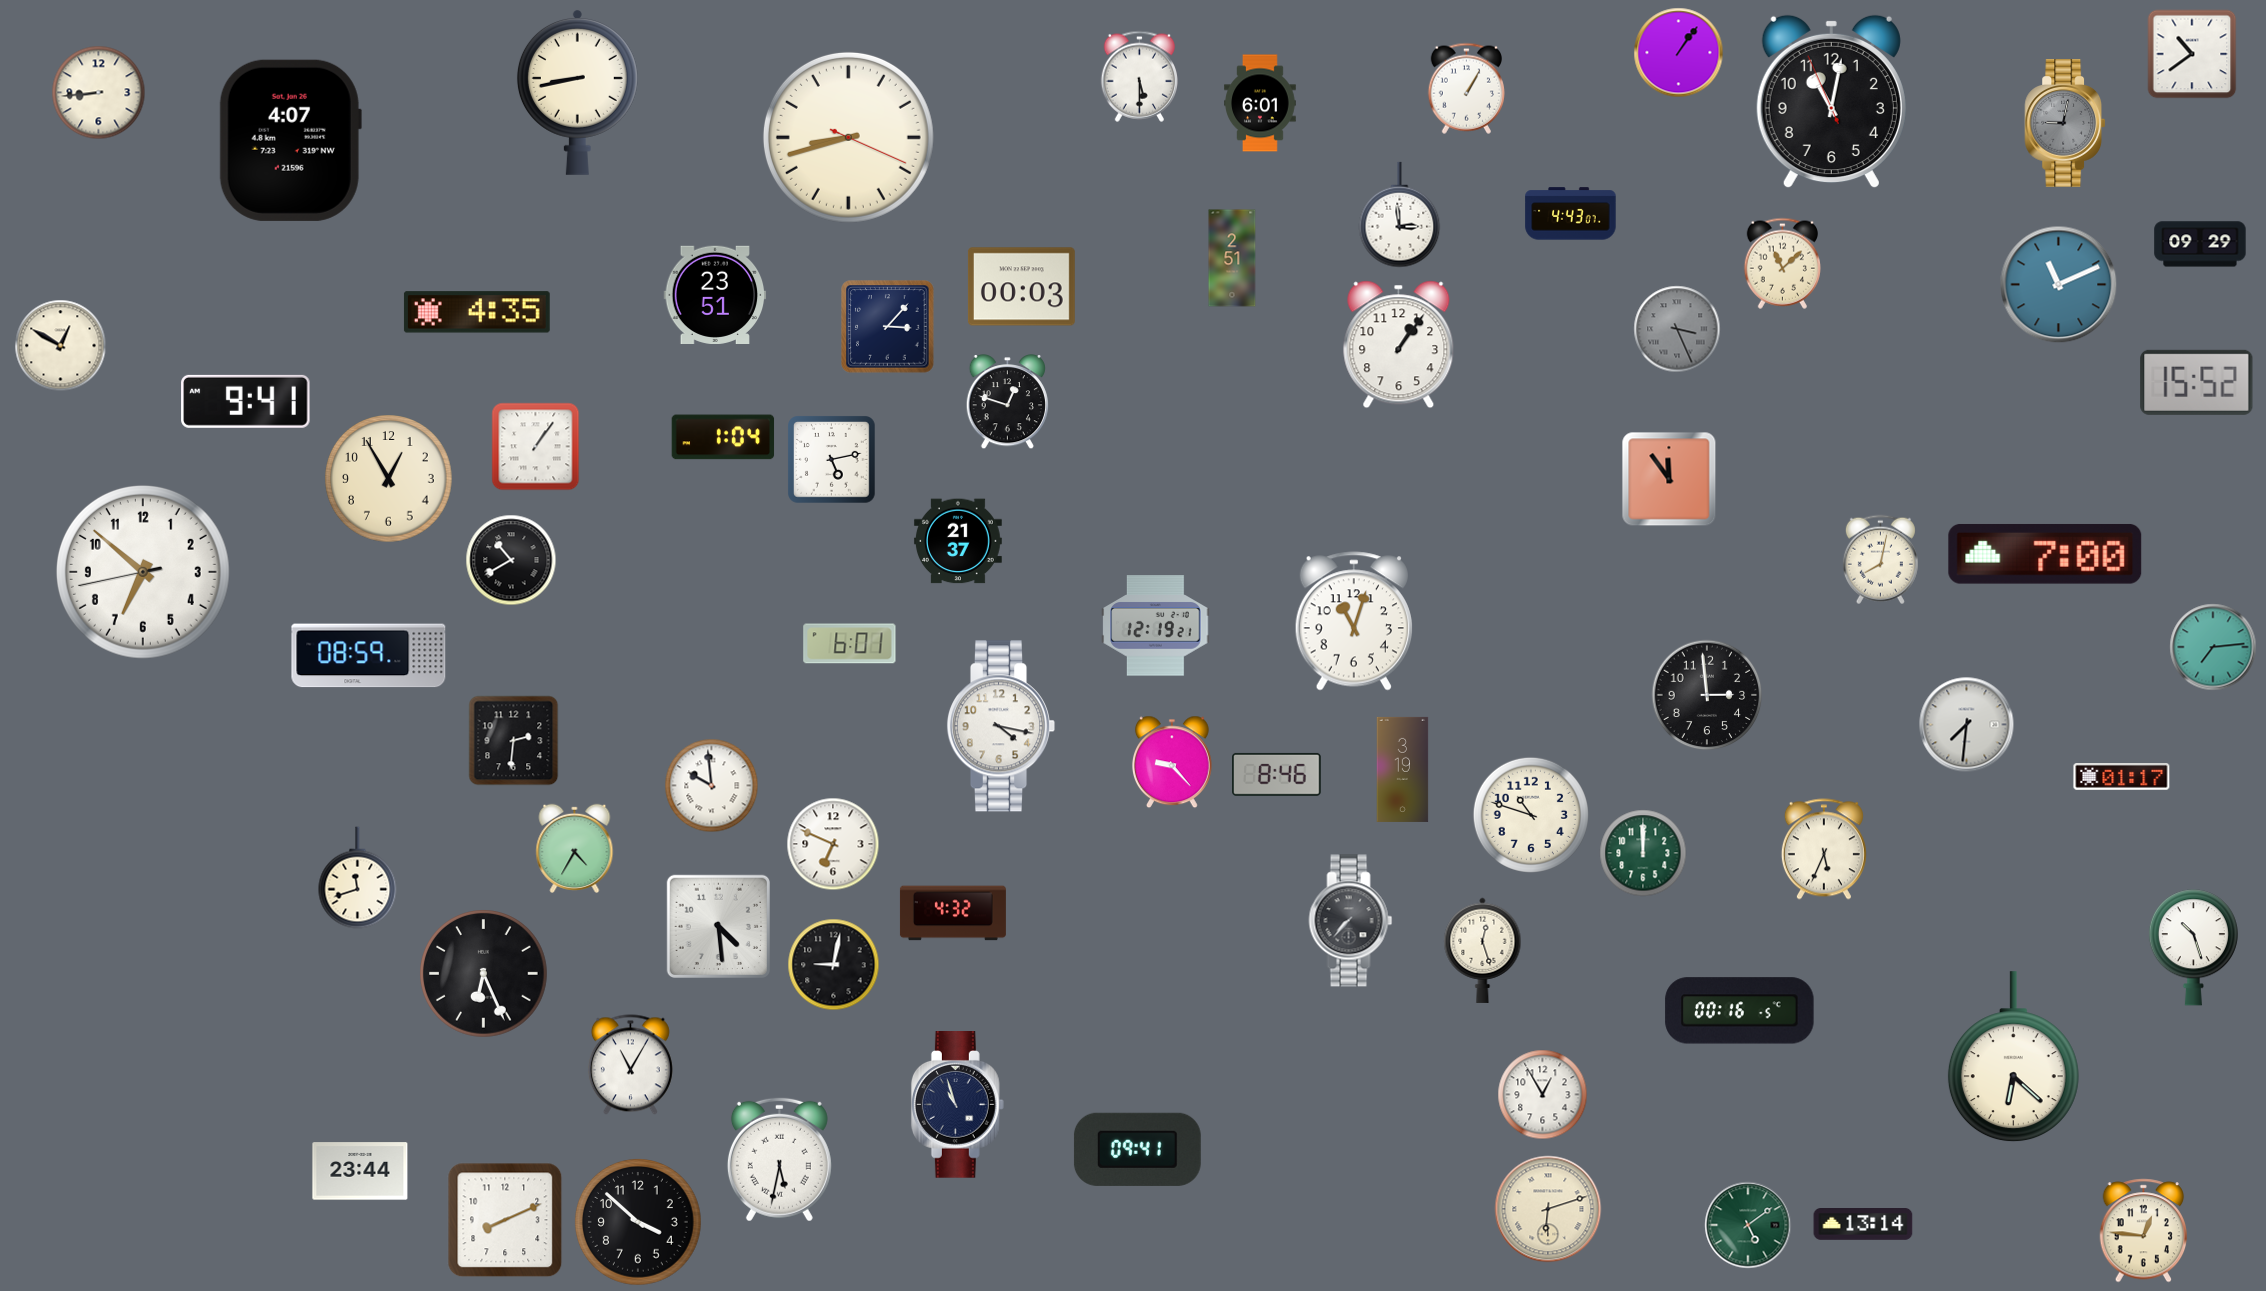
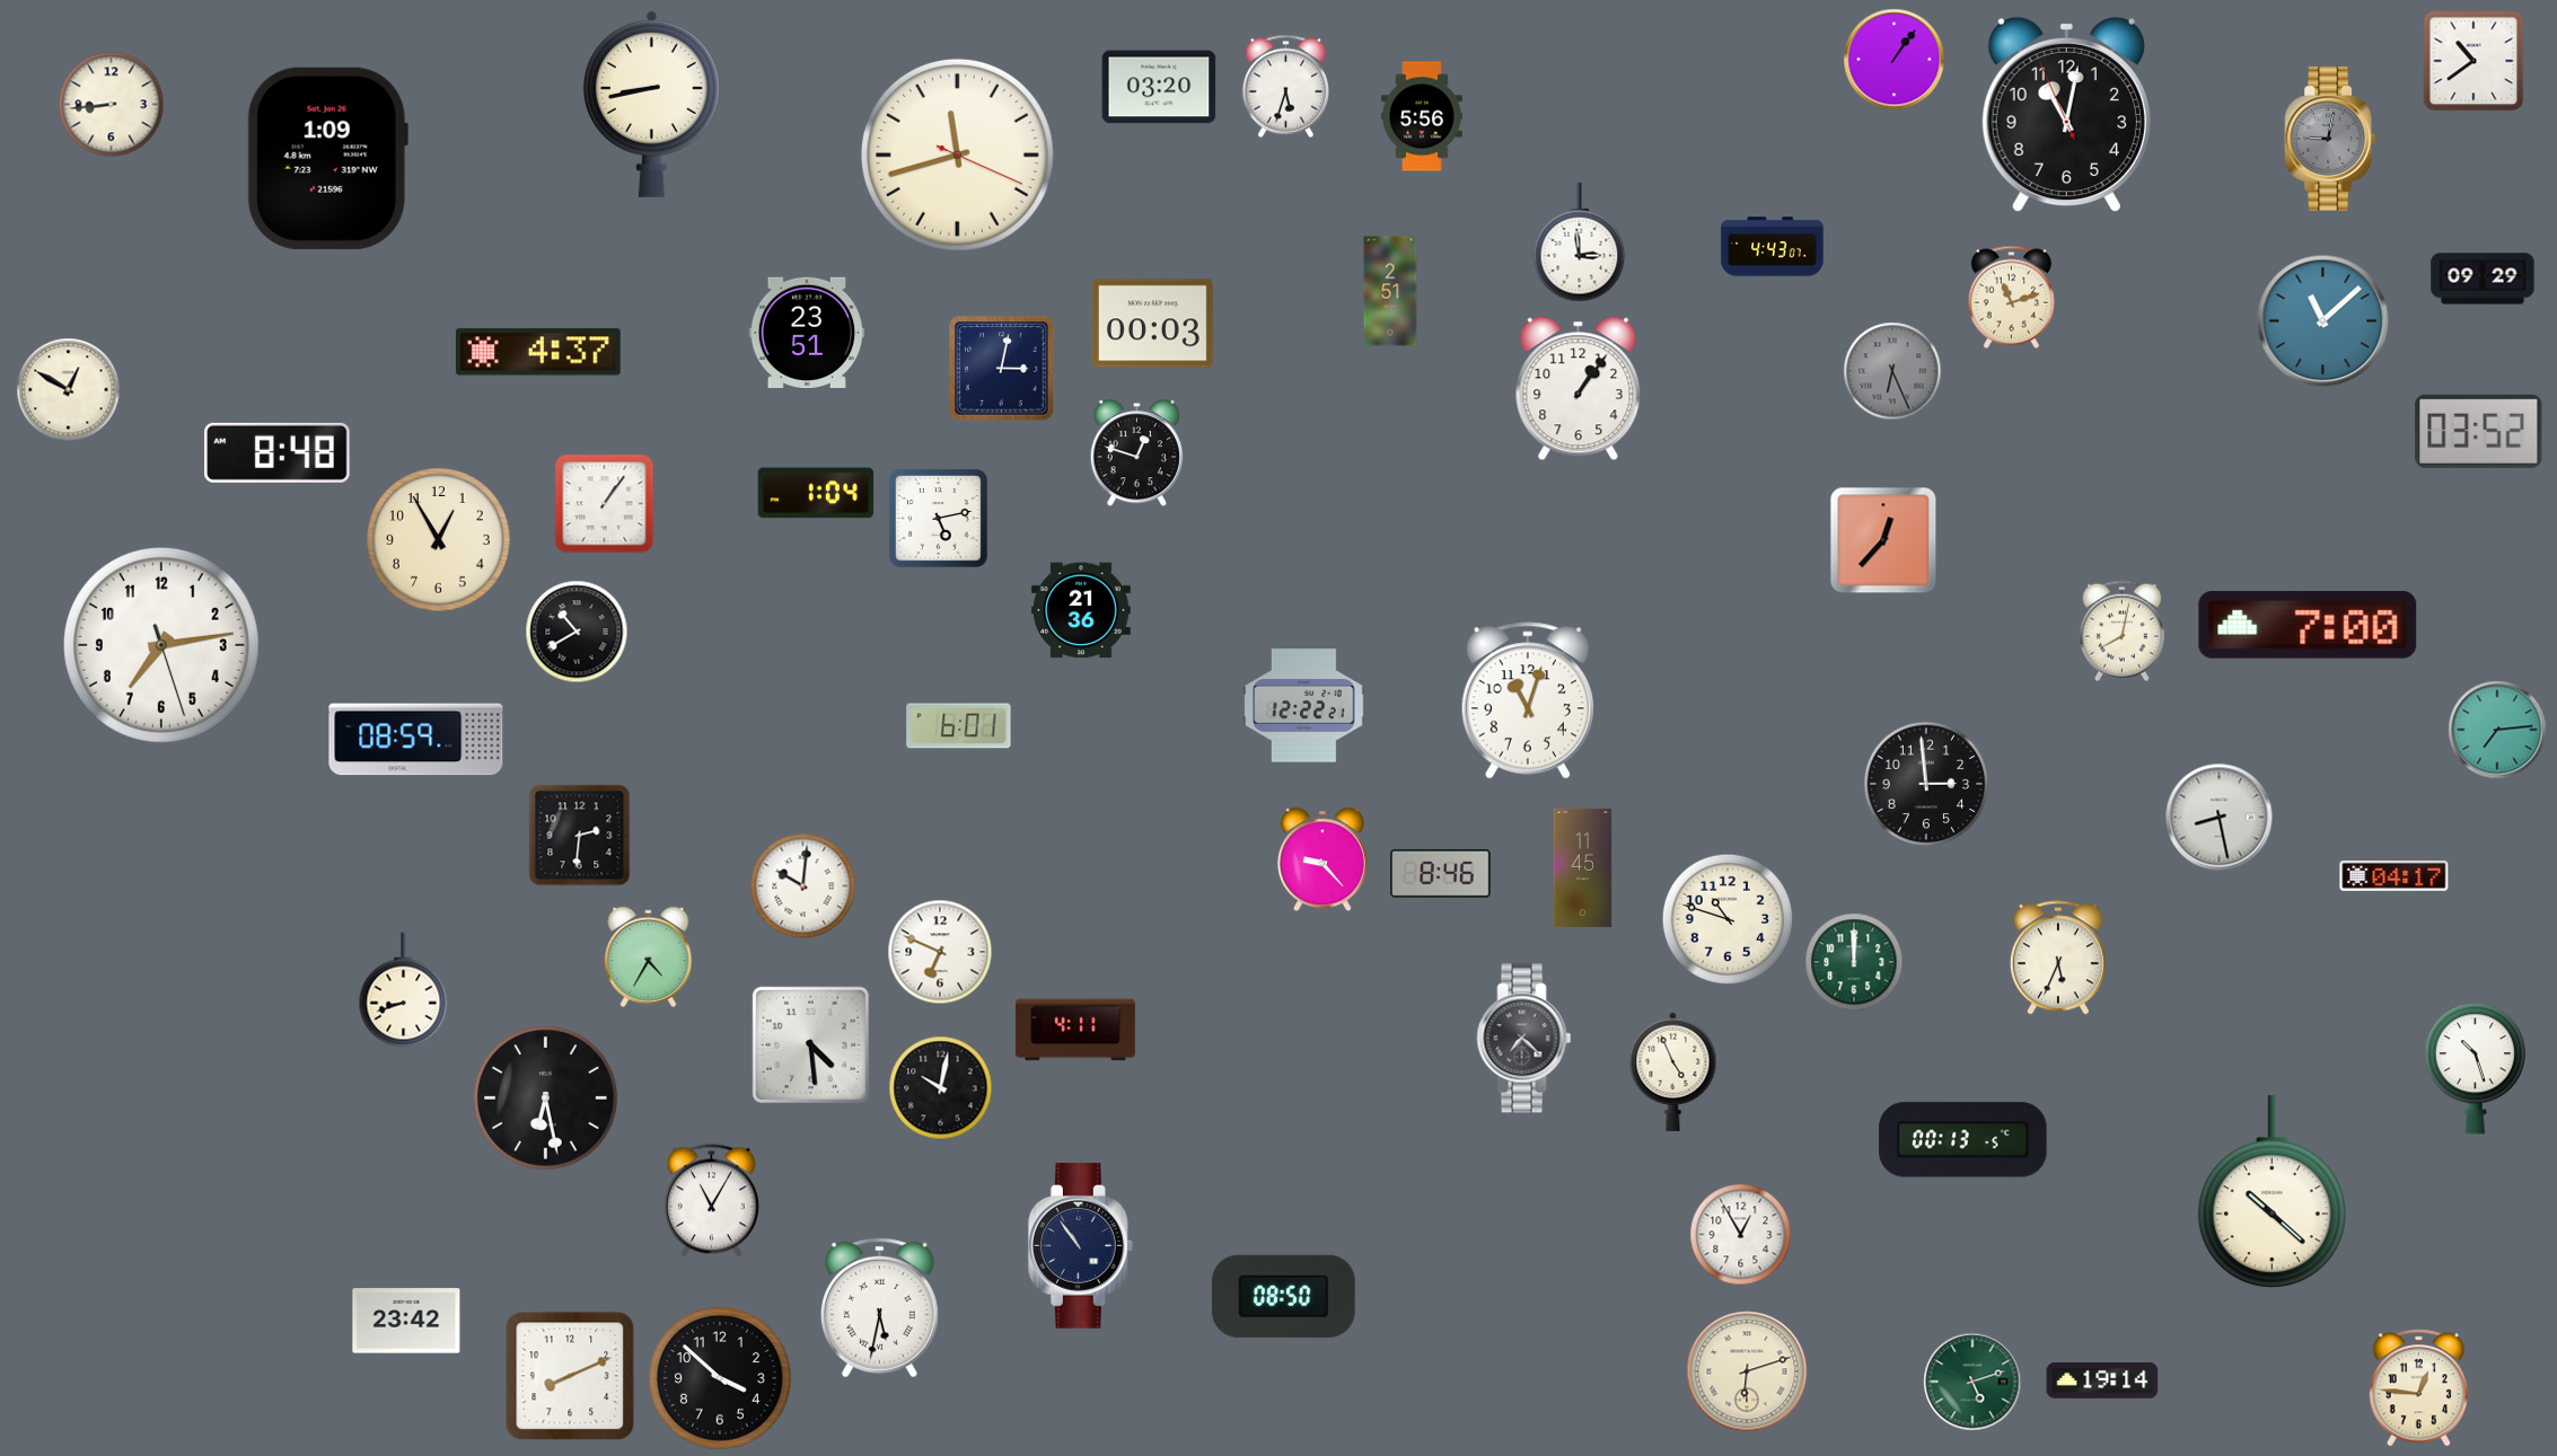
clock at (1139, 76): 5:30 -> 5:33
clock at (1159, 87): none -> 03:20
clock at (1466, 88): 1:05 -> none
clock at (1260, 103): 6:01 -> 5:56
clock at (848, 137): 8:42 -> 11:42
clock at (290, 140): 4:07 -> 1:09
clock at (1571, 214) position: (1571, 214) -> (1773, 247)
clock at (2200, 244) position: (2200, 244) -> (2483, 279)
clock at (1782, 263): 11:08 -> 11:12
clock at (2059, 285): 11:11 -> 11:08
clock at (477, 312): 4:35 -> 4:37
clock at (888, 327): 3:07 -> 3:02
clock at (1677, 329): 3:26 -> 6:26
clock at (2197, 382): 15:52 -> 03:52
clock at (246, 401): 9:41 -> 8:48
clock at (1669, 479): 11:54 -> 12:37
clock at (958, 541): 21:37 -> 21:36
clock at (143, 572): 6:51 -> 7:13
clock at (1156, 626): 12:19 -> 12:22
clock at (1967, 725): 7:31 -> 8:28
clock at (1001, 726): 4:17 -> none
clock at (1403, 769): 3:19 -> 11:45
clock at (2122, 777): 01:17 -> 04:17
clock at (712, 786): 9:59 -> 10:01
clock at (358, 878): 11:42 -> 8:42
clock at (953, 913): 4:32 -> 4:11
clock at (1351, 921): 7:37 -> 7:22
clock at (1483, 950): 12:27 -> 4:56
clock at (834, 965): 9:02 -> 10:02
clock at (484, 974): 6:26 -> 6:28
clock at (1740, 1011): 00:16 -> 00:13
clock at (2013, 1057): 6:22 -> 10:22
clock at (957, 1105): 10:57 -> 10:54
clock at (1137, 1149): 09:41 -> 08:50
clock at (360, 1171): 23:44 -> 23:42
clock at (1548, 1209) position: (1548, 1209) -> (1747, 1371)
clock at (1748, 1225): 5:09 -> 5:12
clock at (1863, 1225): 13:14 -> 19:14
